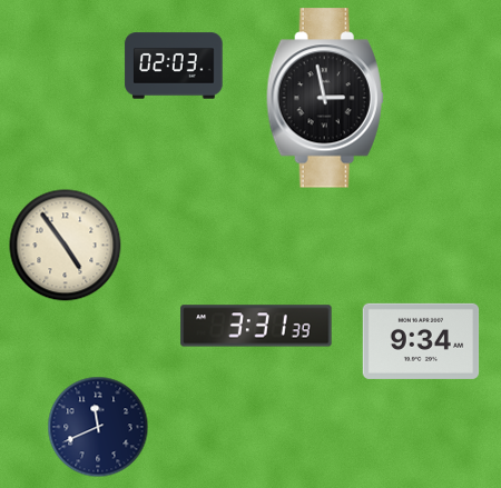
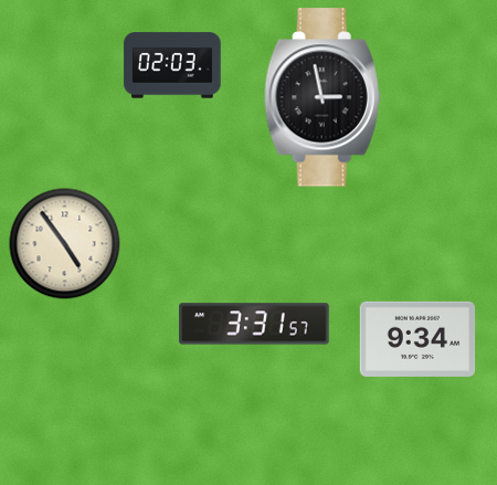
clock at (256, 326): 3:31:39 -> 3:31:57
clock at (98, 427): 11:41 -> none
